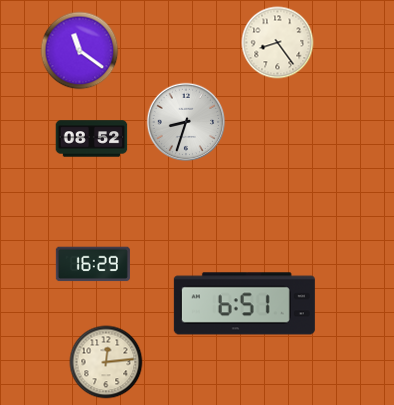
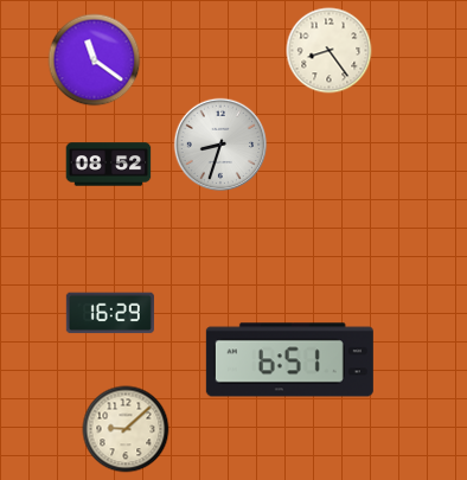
clock at (106, 362): 12:14 -> 9:08
